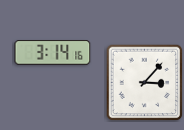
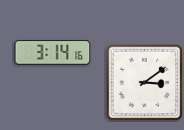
clock at (144, 82): 3:07 -> 3:09
